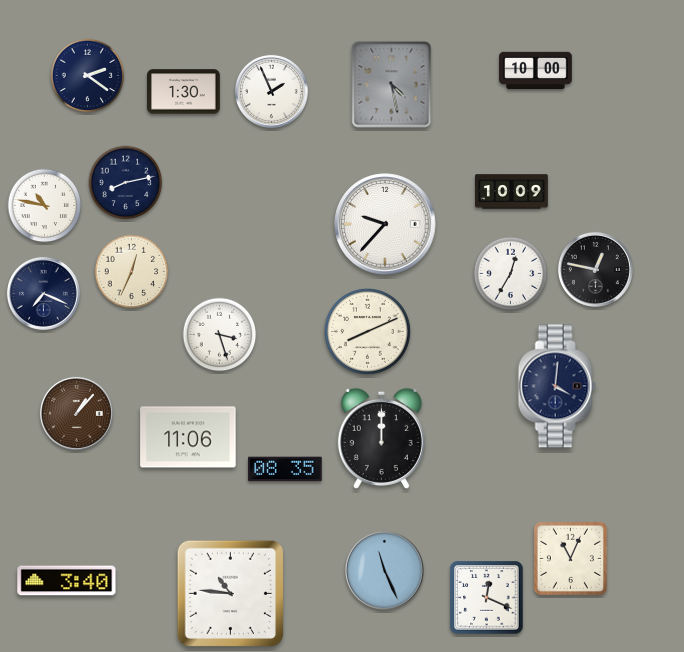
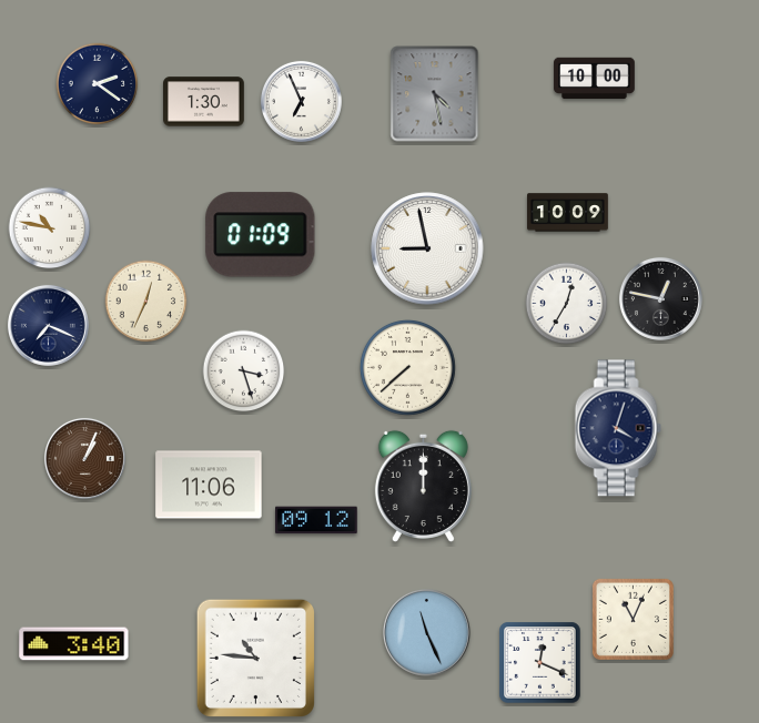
clock at (271, 91): 1:56 -> 6:56
clock at (126, 183): 8:13 -> none
clock at (261, 235): none -> 01:09
clock at (385, 224): 9:37 -> 8:58
clock at (367, 331): 8:11 -> 7:38
clock at (557, 386): 4:01 -> 4:03
clock at (76, 413): 1:07 -> 1:04
clock at (285, 469): 08:35 -> 09:12
